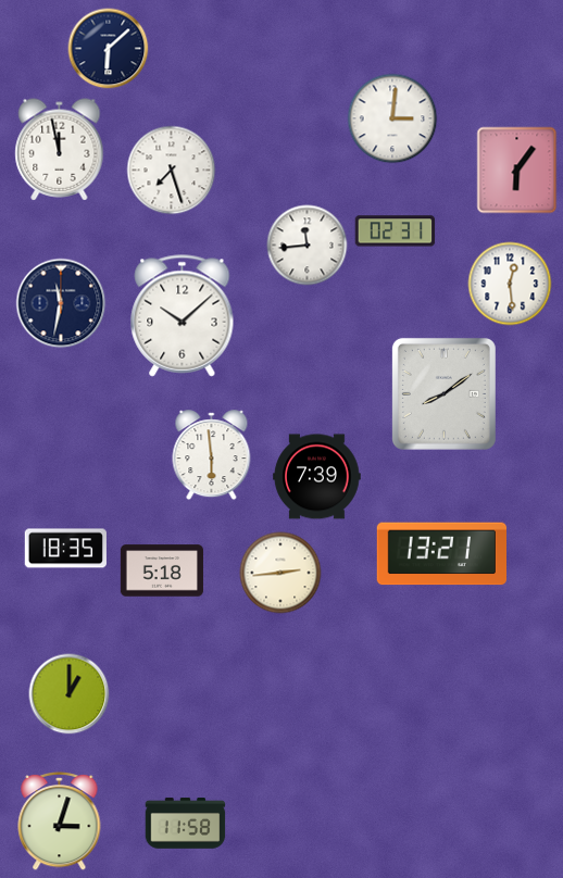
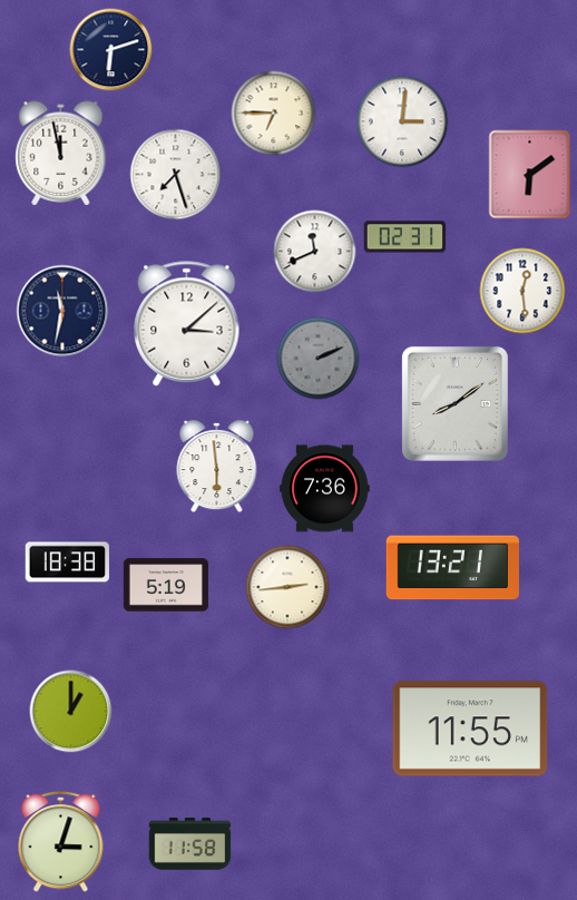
clock at (109, 49): 6:08 -> 6:12
clock at (274, 114): none -> 6:45
clock at (517, 171): 6:06 -> 6:09
clock at (308, 246): 11:44 -> 11:41
clock at (183, 316): 10:08 -> 3:08
clock at (319, 359): none -> 2:11
clock at (317, 477): 7:39 -> 7:36
clock at (65, 549): 18:35 -> 18:38
clock at (162, 570): 5:18 -> 5:19
clock at (470, 728): none -> 11:55
